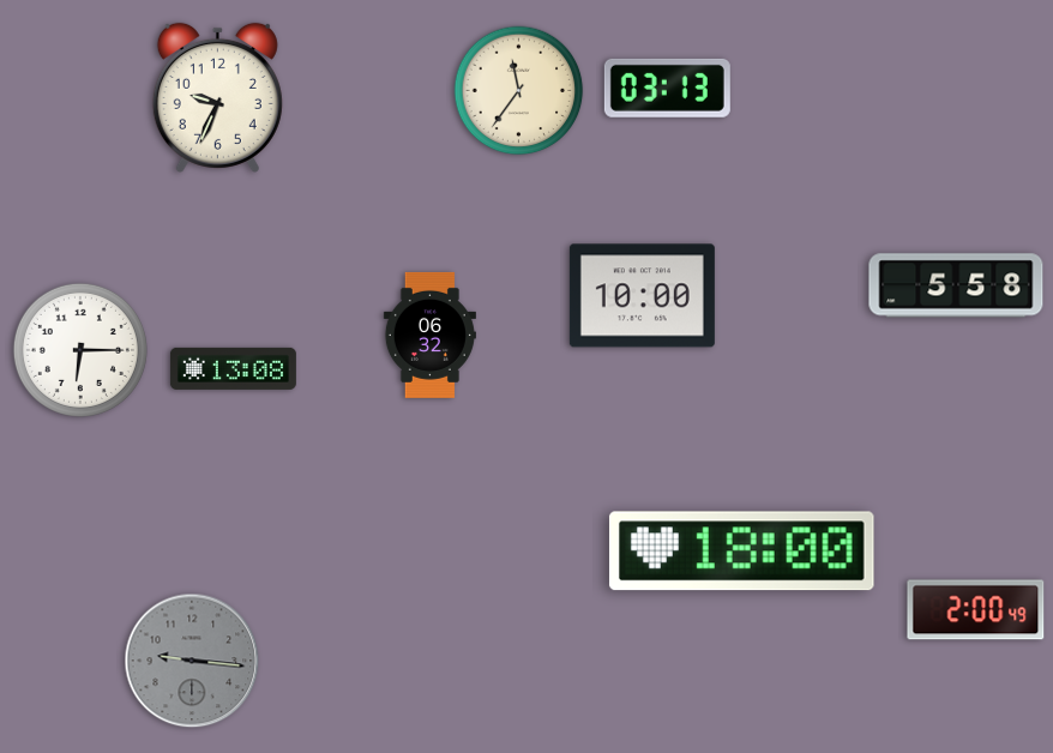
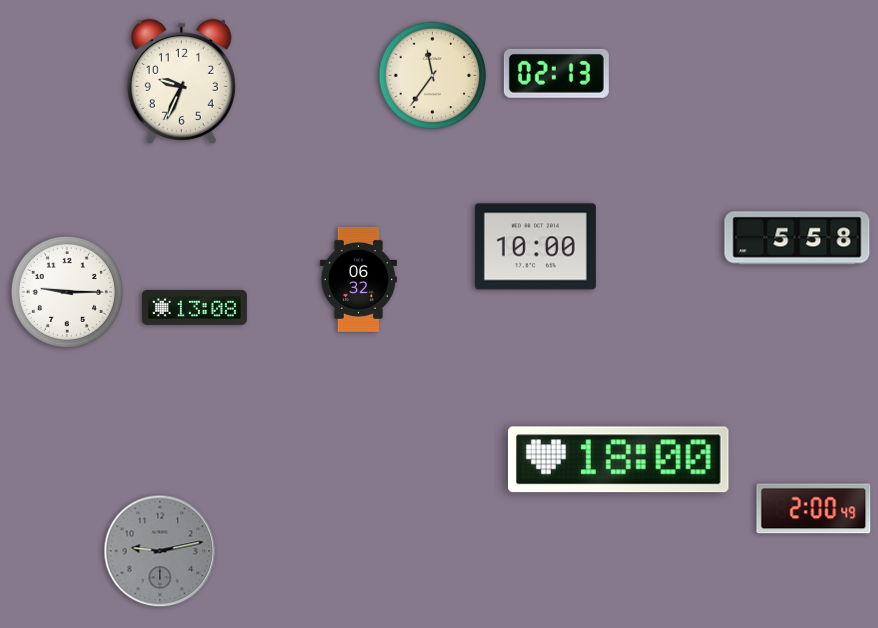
clock at (667, 88): 03:13 -> 02:13
clock at (80, 350): 6:15 -> 9:15
clock at (192, 661): 9:16 -> 9:13
